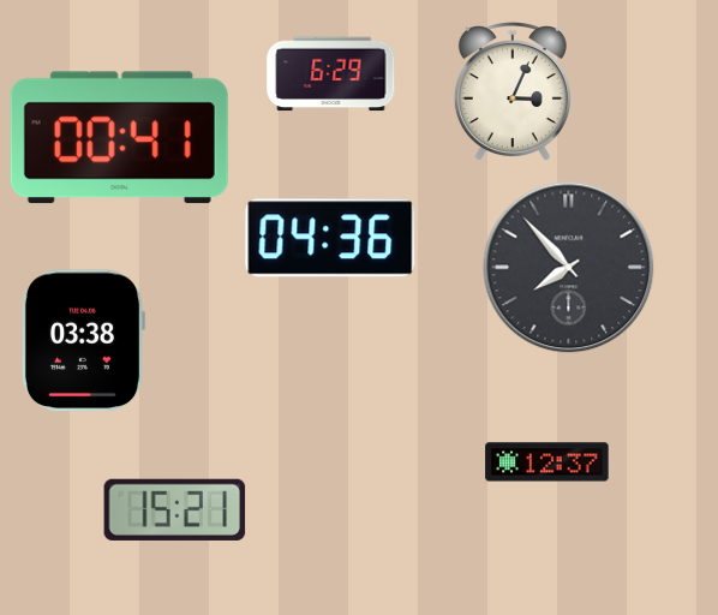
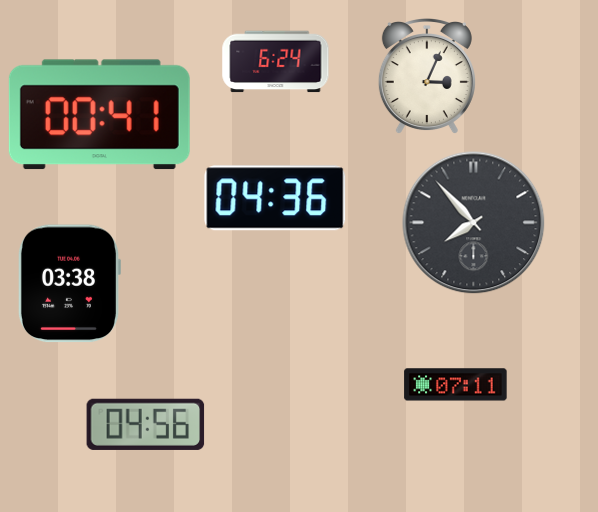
clock at (331, 74): 6:29 -> 6:24
clock at (548, 462): 12:37 -> 07:11
clock at (175, 509): 15:21 -> 04:56
